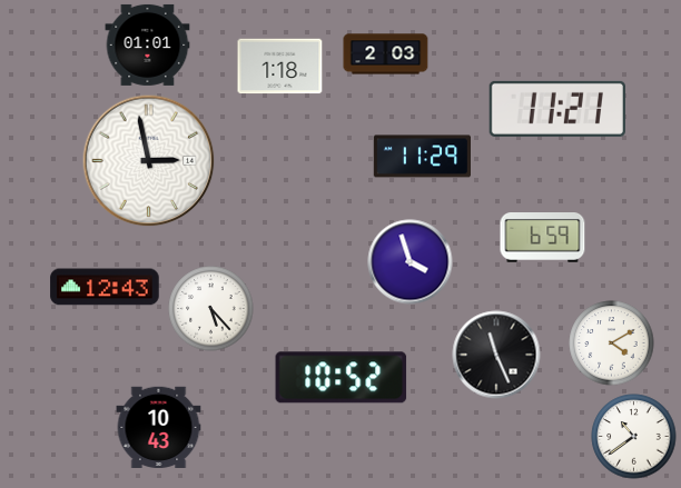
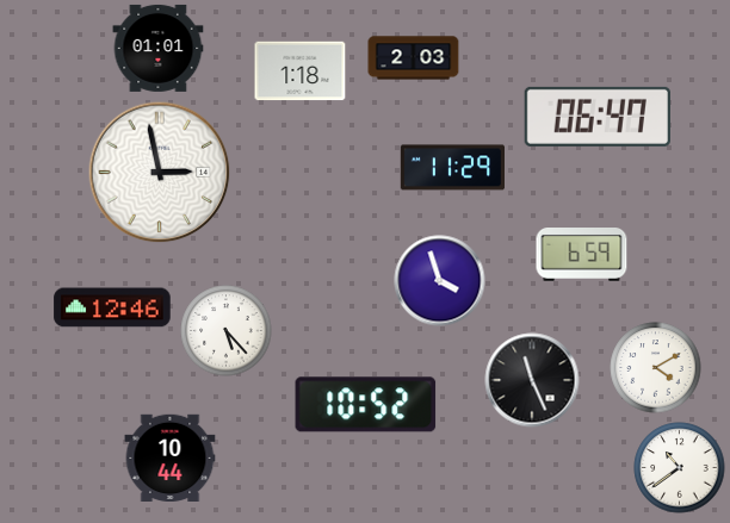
clock at (557, 109): 11:21 -> 06:47
clock at (105, 287): 12:43 -> 12:46
clock at (159, 428): 10:43 -> 10:44
